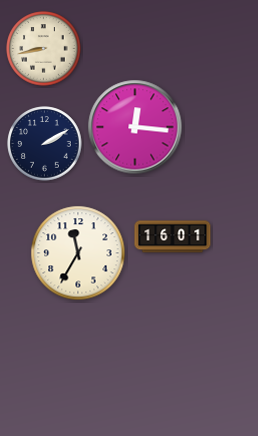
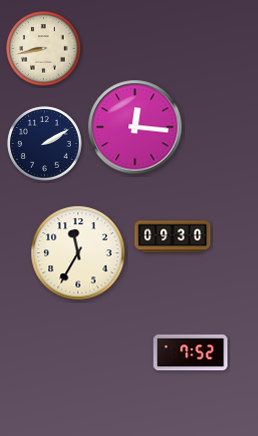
clock at (173, 237): 16:01 -> 09:30
clock at (191, 353): none -> 7:52
